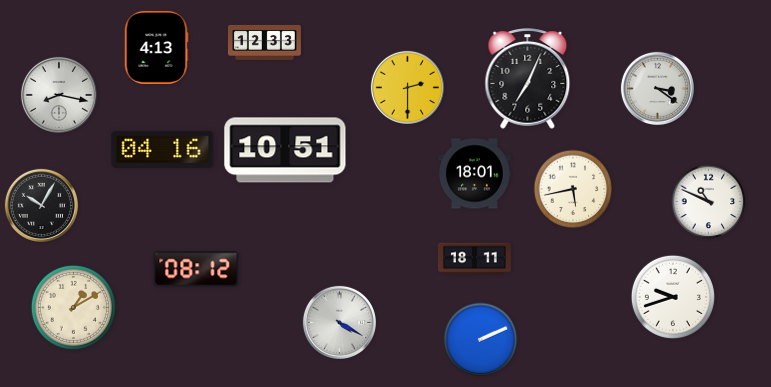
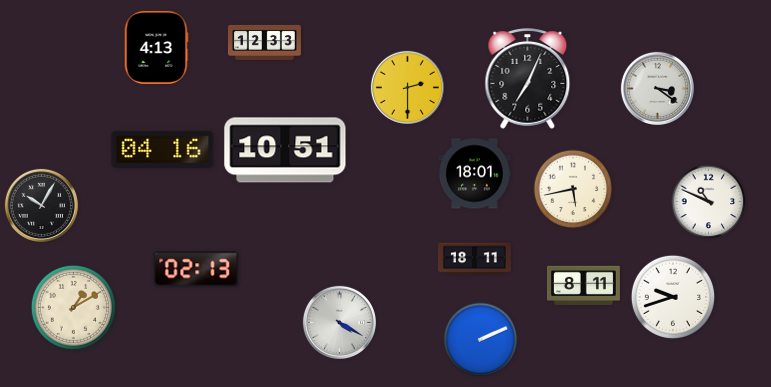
clock at (59, 95): 8:17 -> none
clock at (196, 269): 08:12 -> 02:13
clock at (583, 286): none -> 8:11
